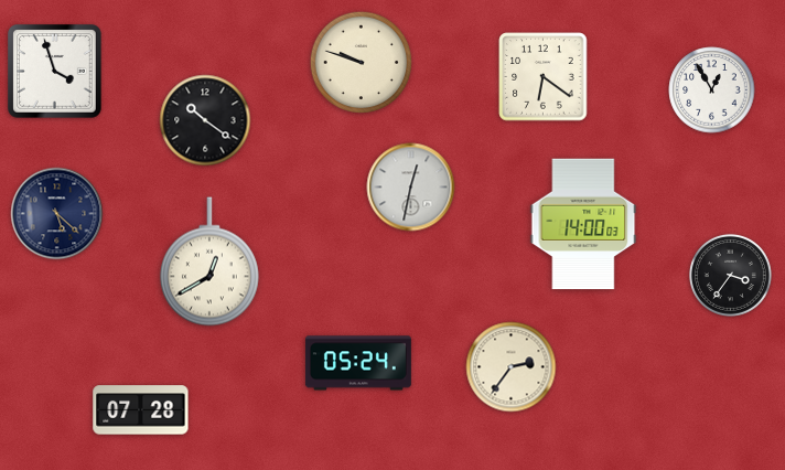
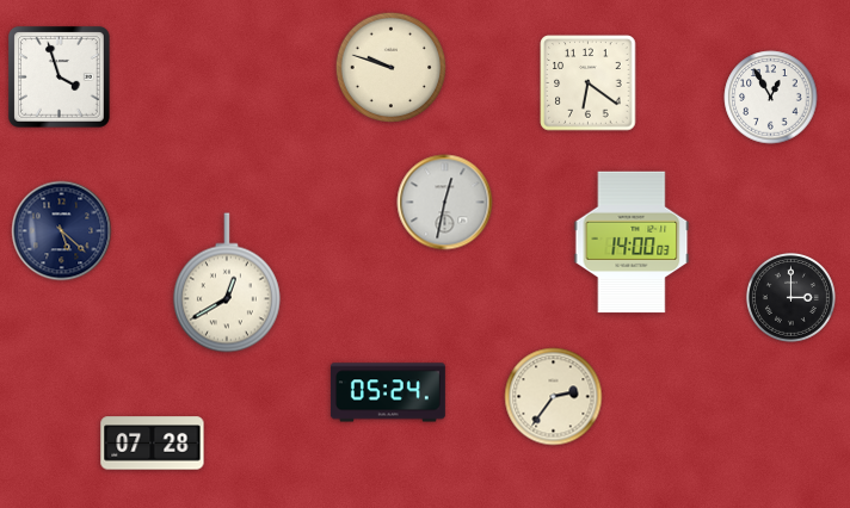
clock at (205, 120): 10:21 -> none
clock at (730, 275): 3:36 -> 3:00
